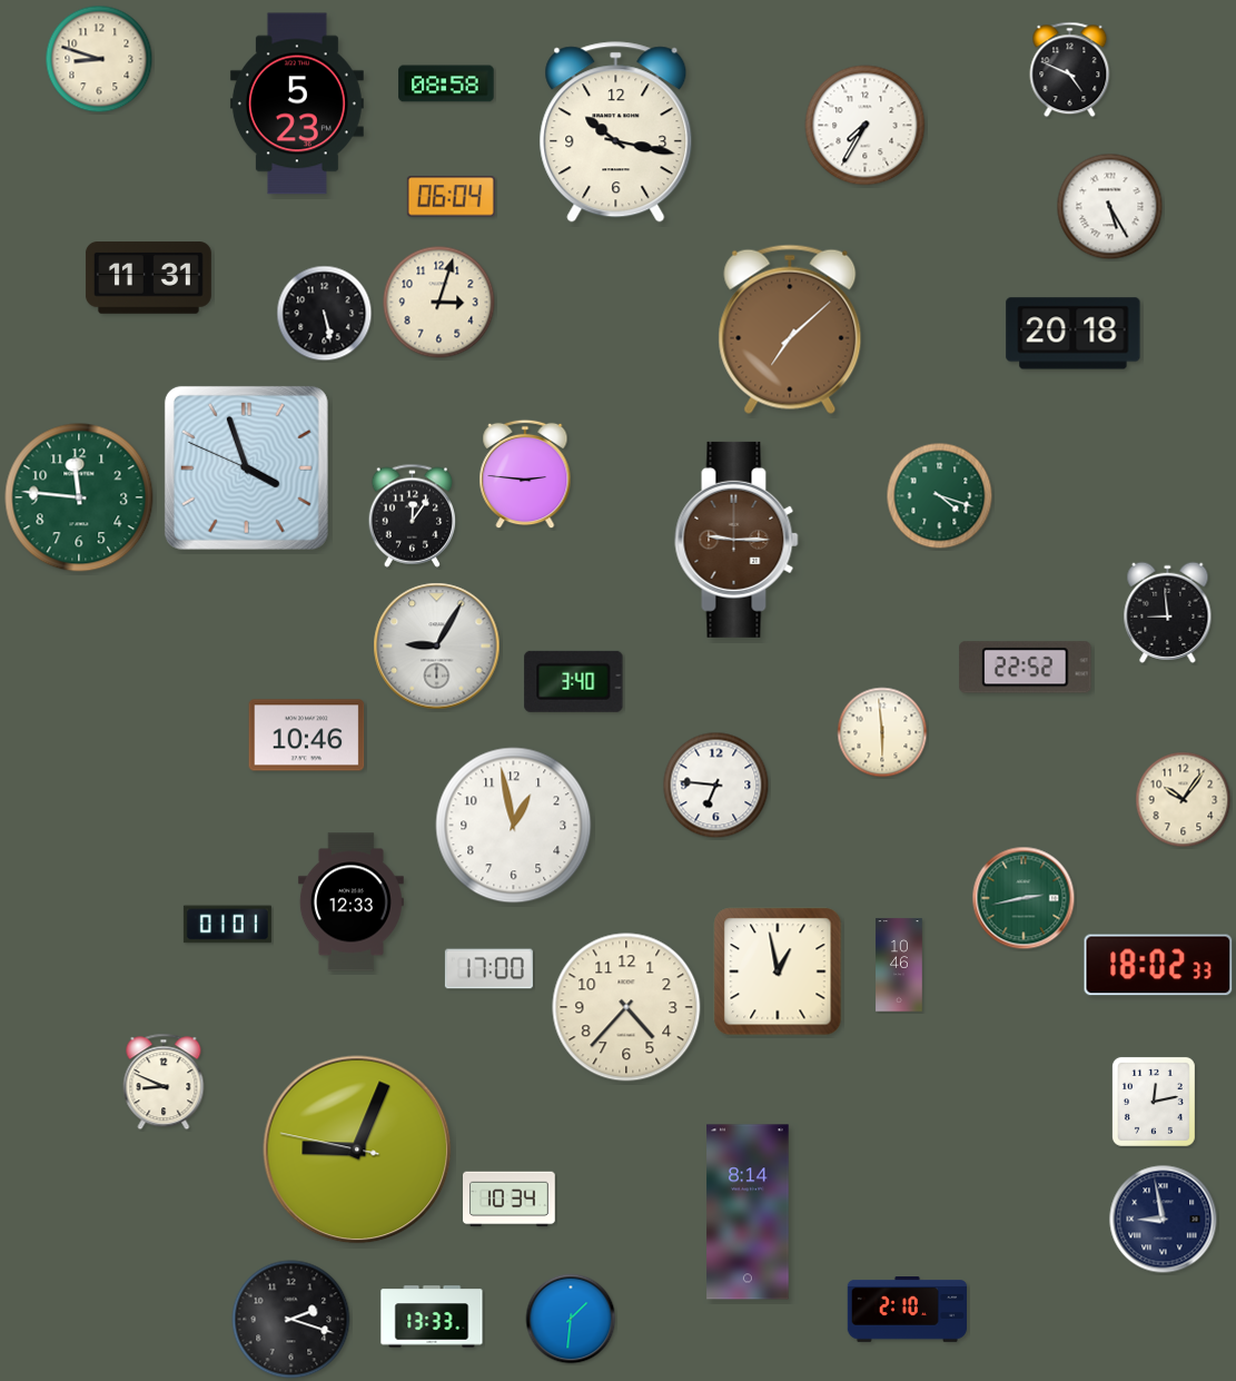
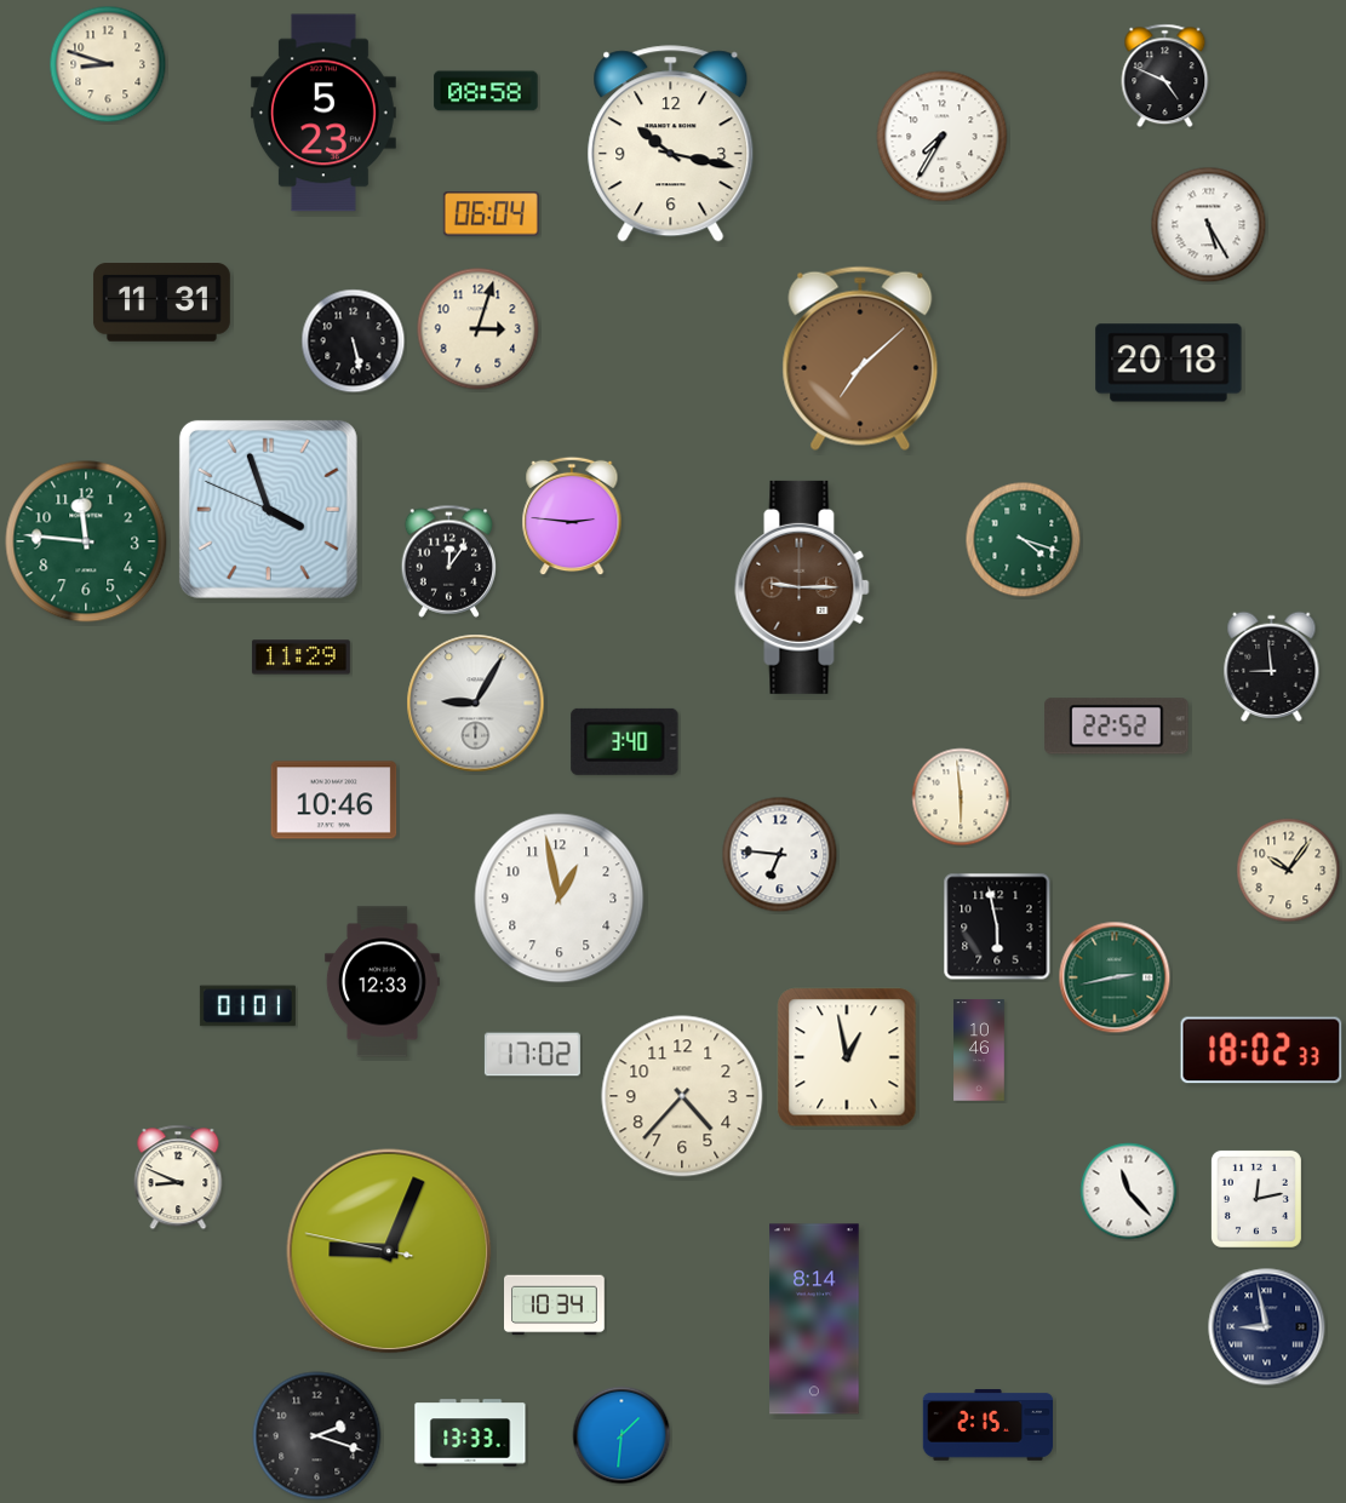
clock at (300, 658): none -> 11:29
clock at (997, 927): none -> 5:58
clock at (488, 969): 17:00 -> 17:02
clock at (1129, 1192): none -> 11:23
clock at (908, 1310): 2:10 -> 2:15
